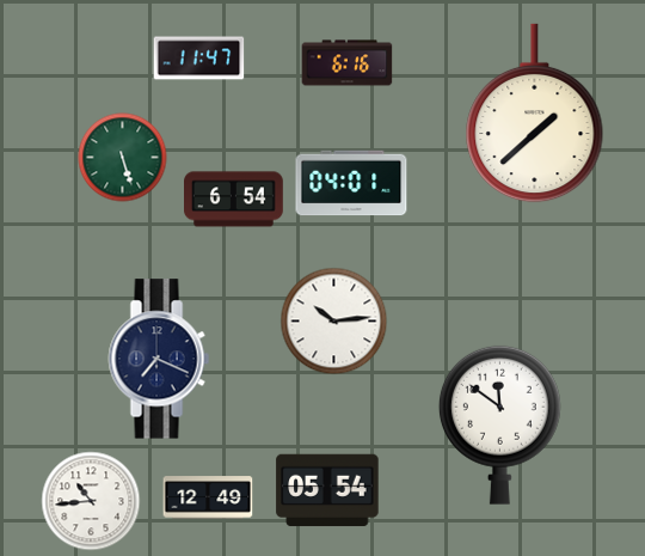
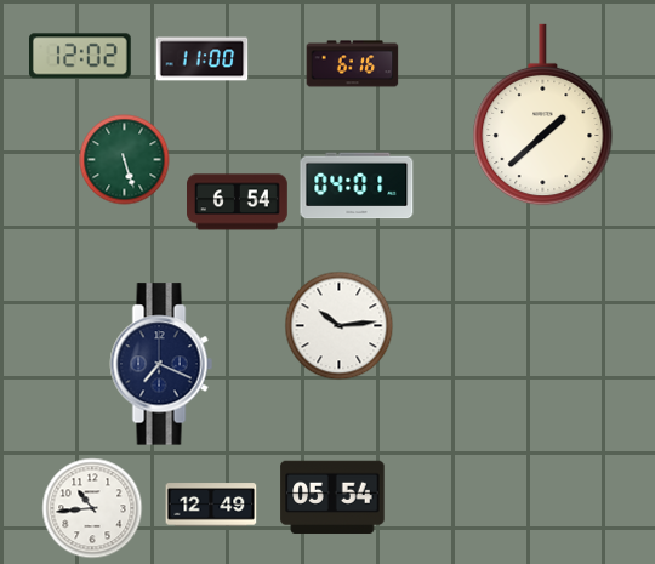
clock at (81, 56): none -> 12:02
clock at (199, 59): 11:47 -> 11:00
clock at (499, 424): 11:51 -> none
